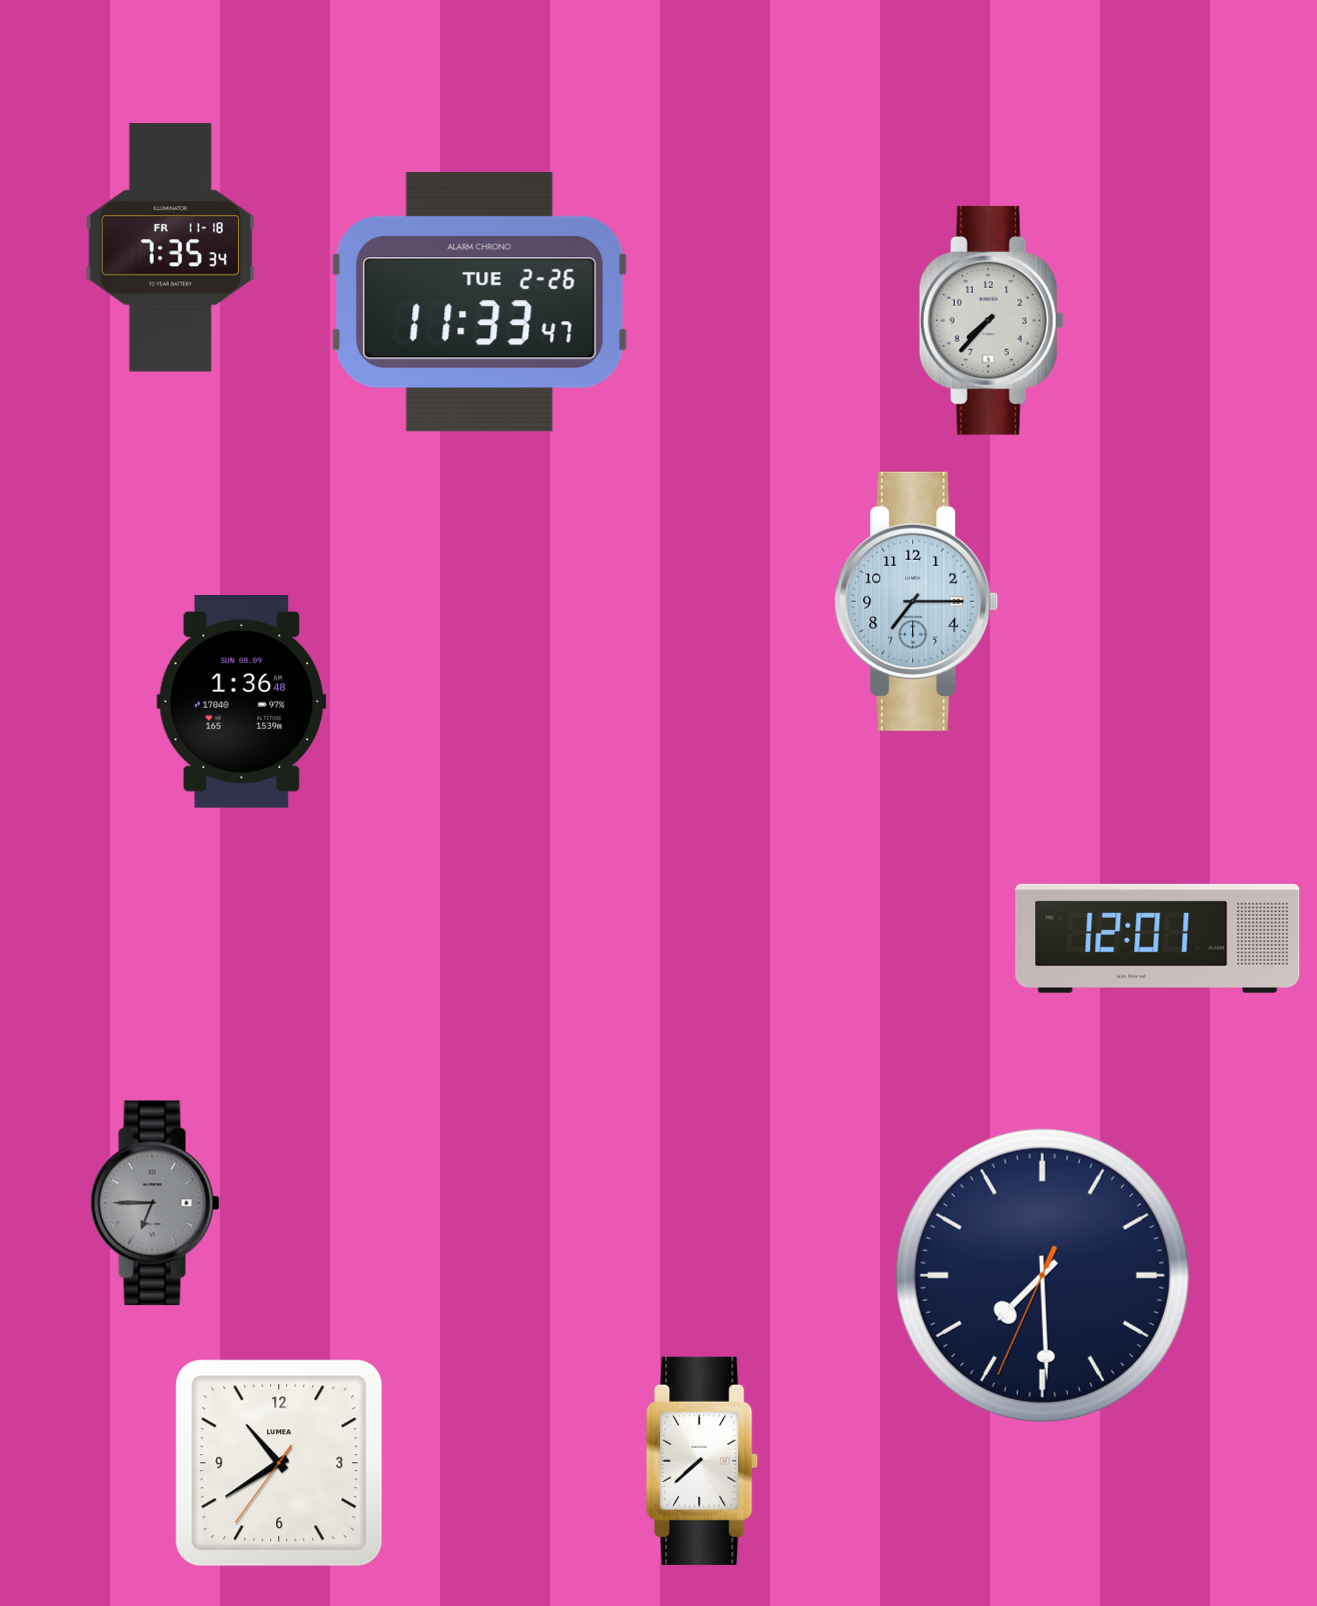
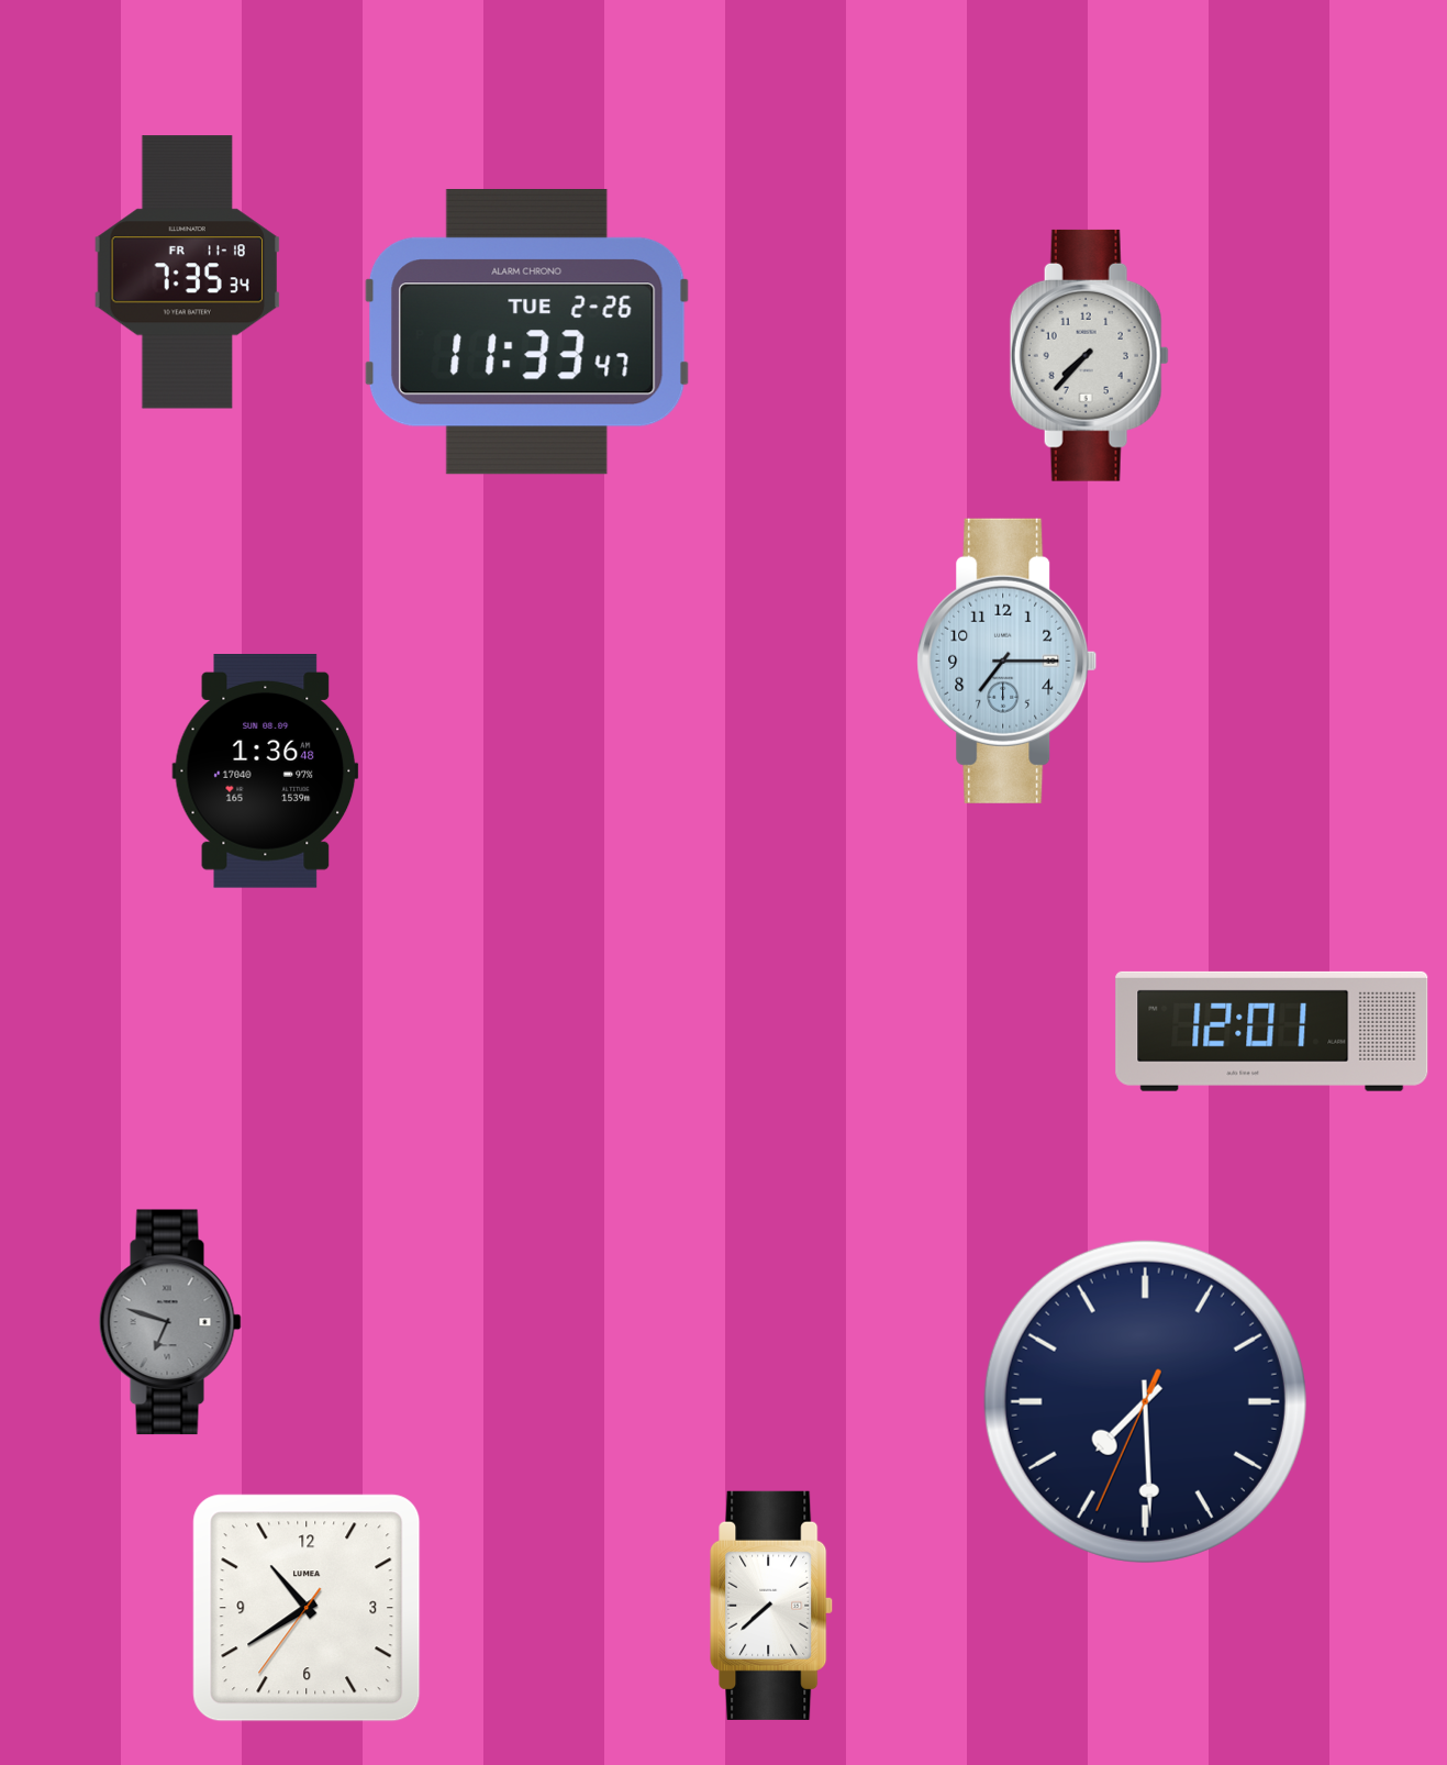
clock at (991, 320) position: (991, 320) -> (1089, 355)
clock at (155, 1203): 6:45 -> 6:48
